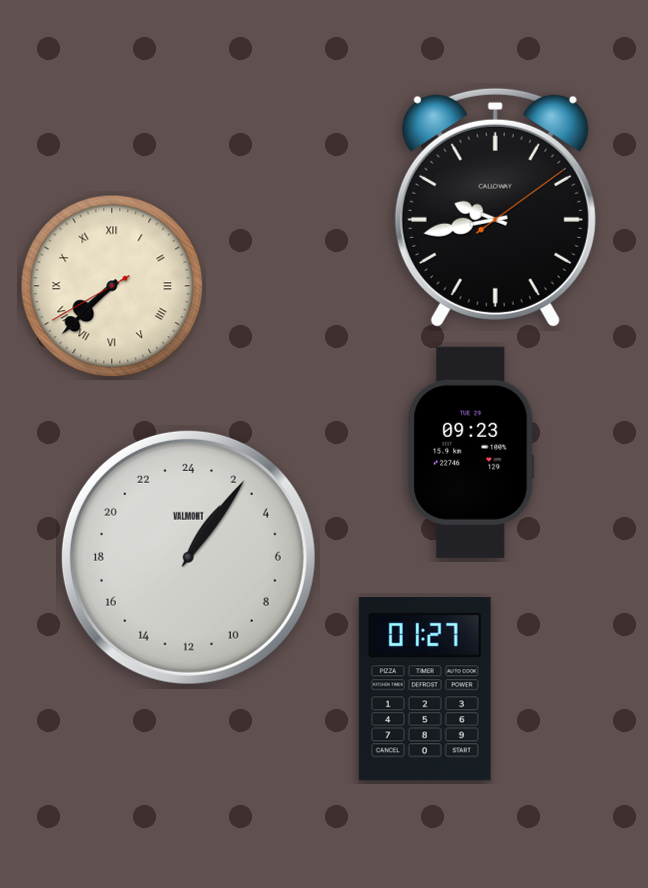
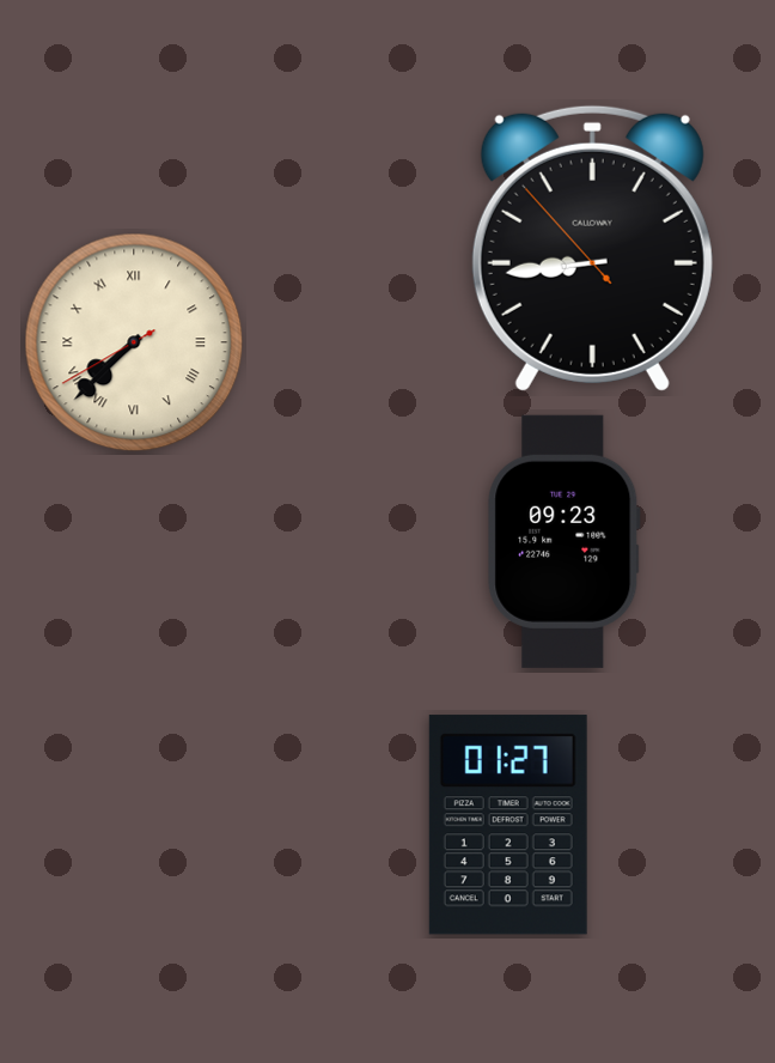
clock at (495, 207): 9:43 -> 8:43
clock at (188, 557): 2:06 -> none
